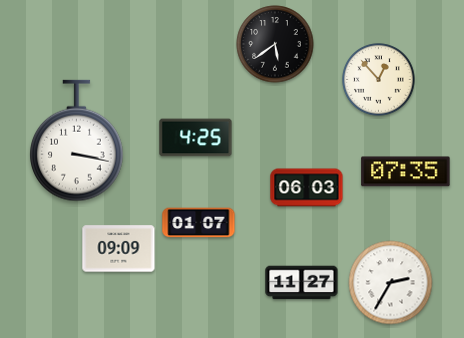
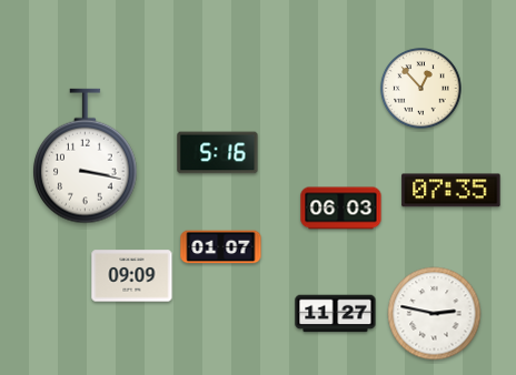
clock at (275, 44): 5:39 -> none
clock at (196, 138): 4:25 -> 5:16
clock at (391, 283): 2:35 -> 2:47
